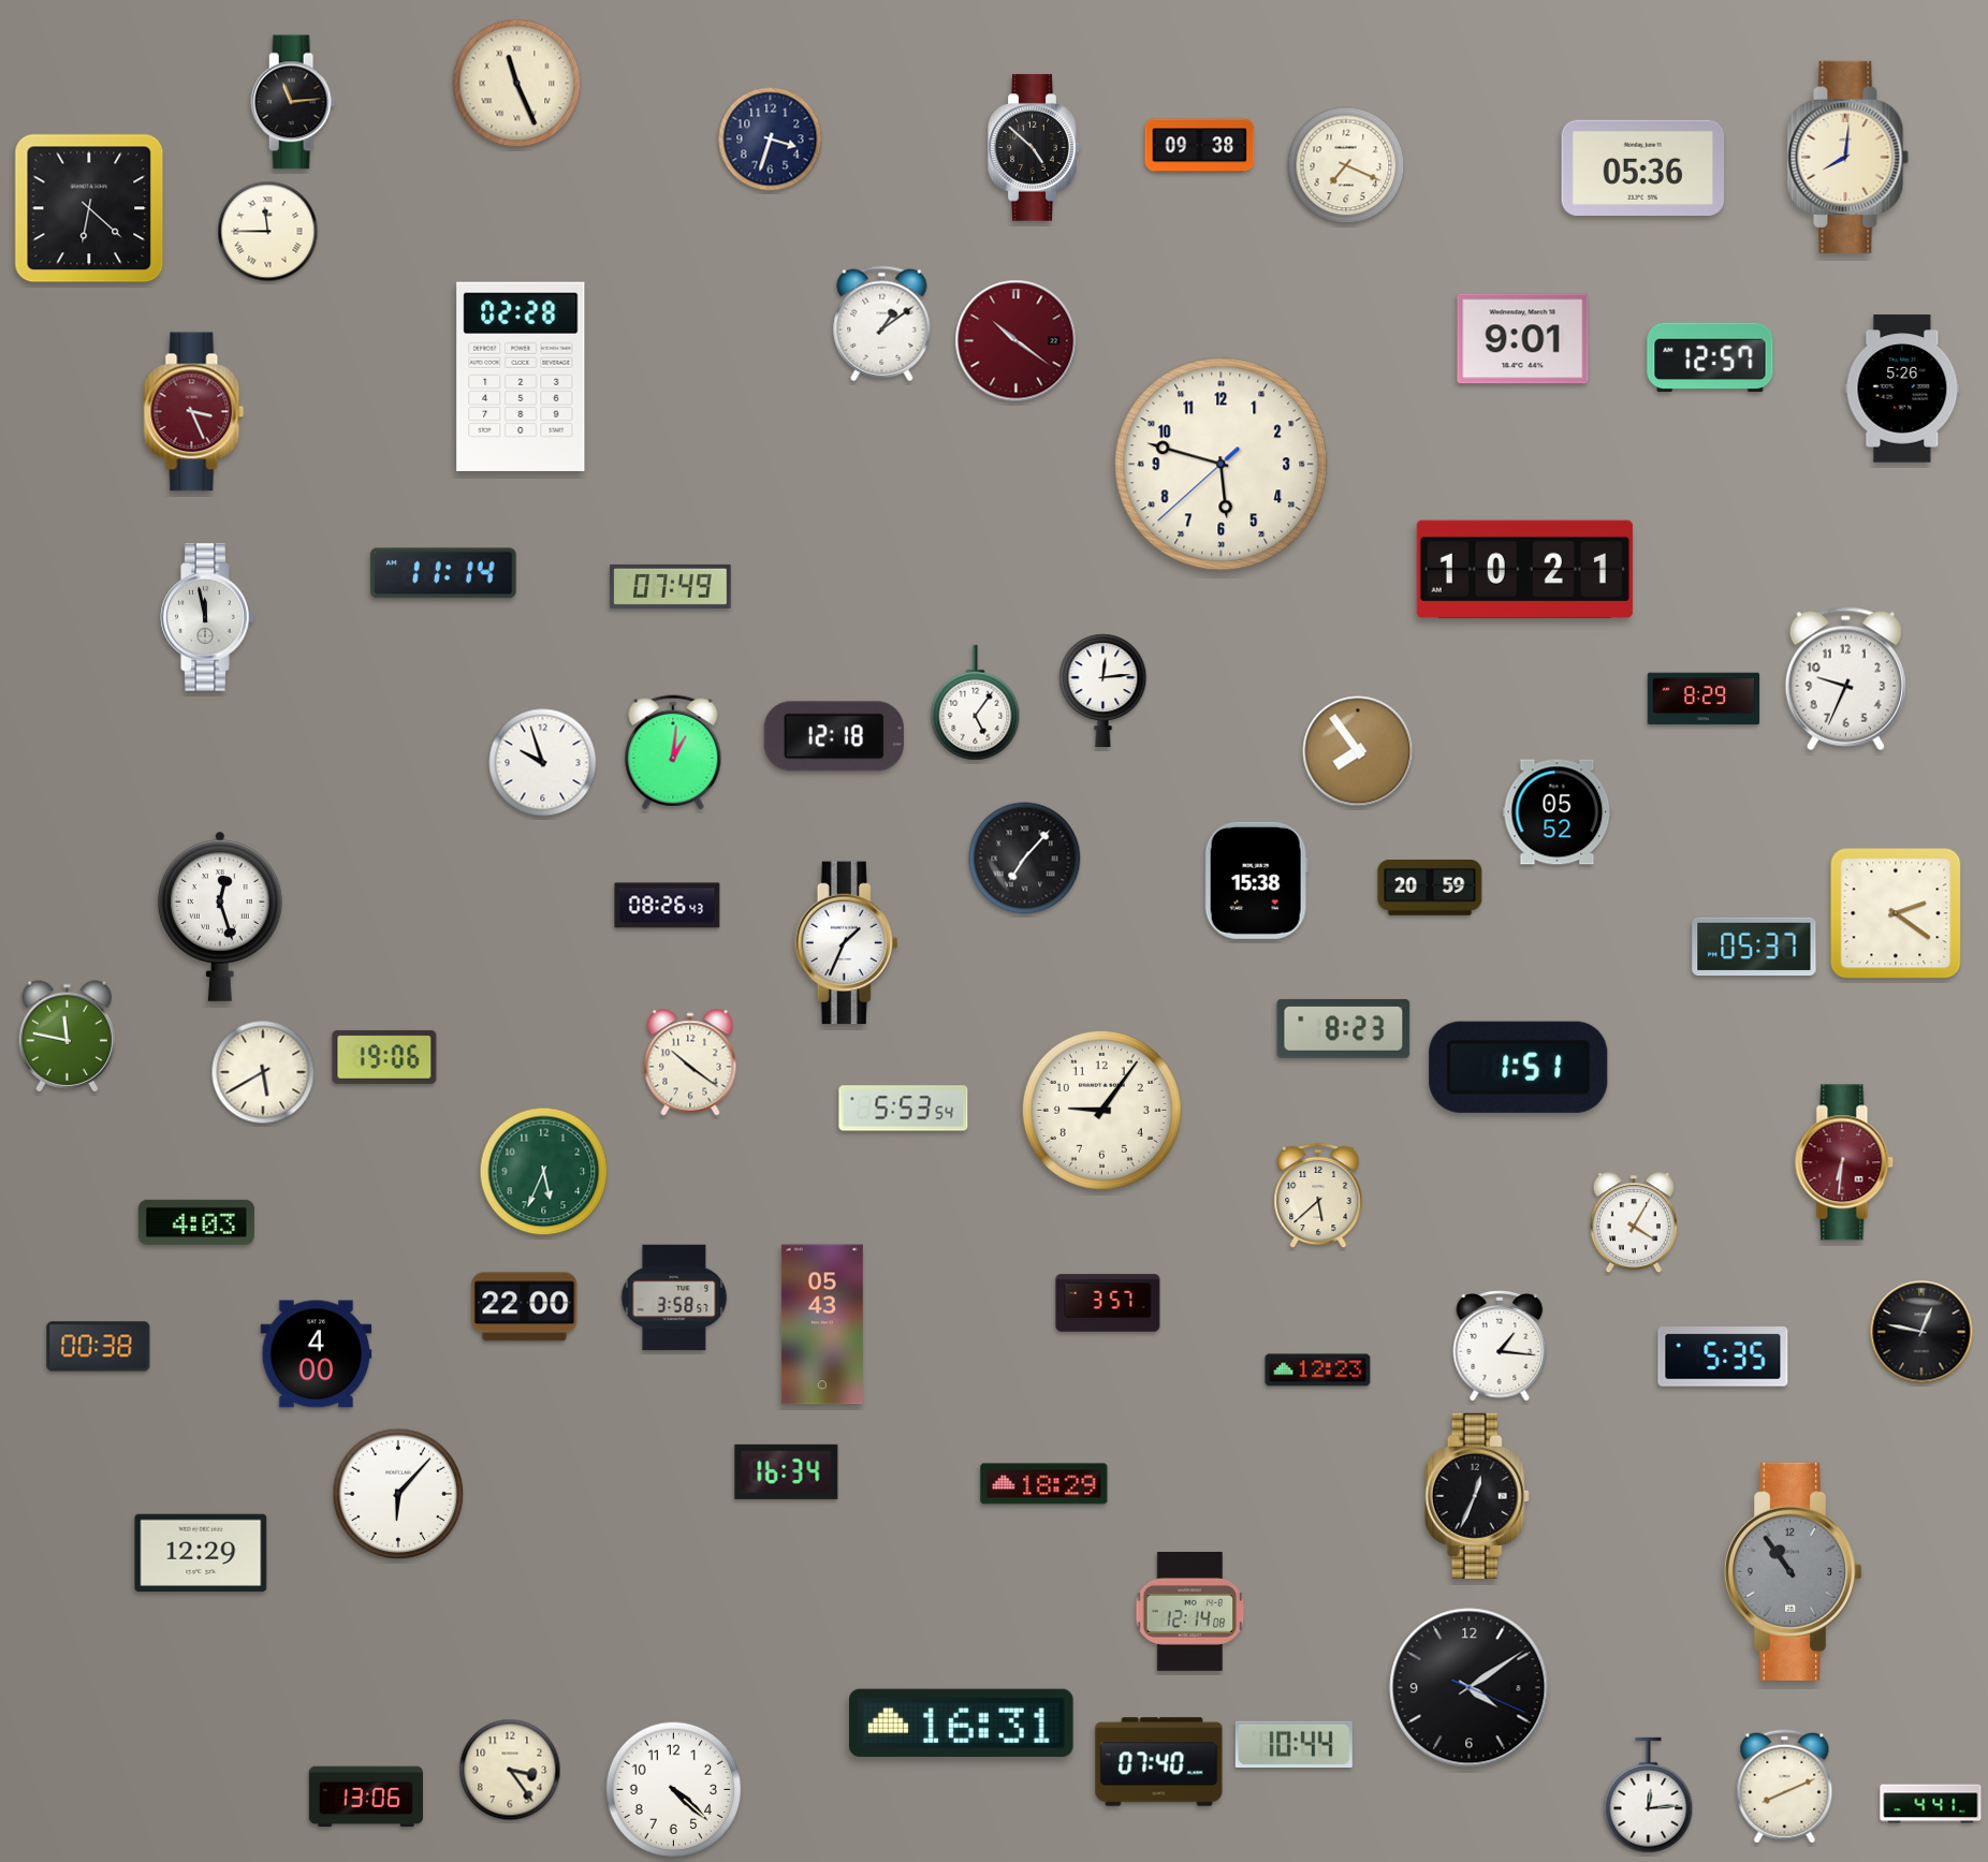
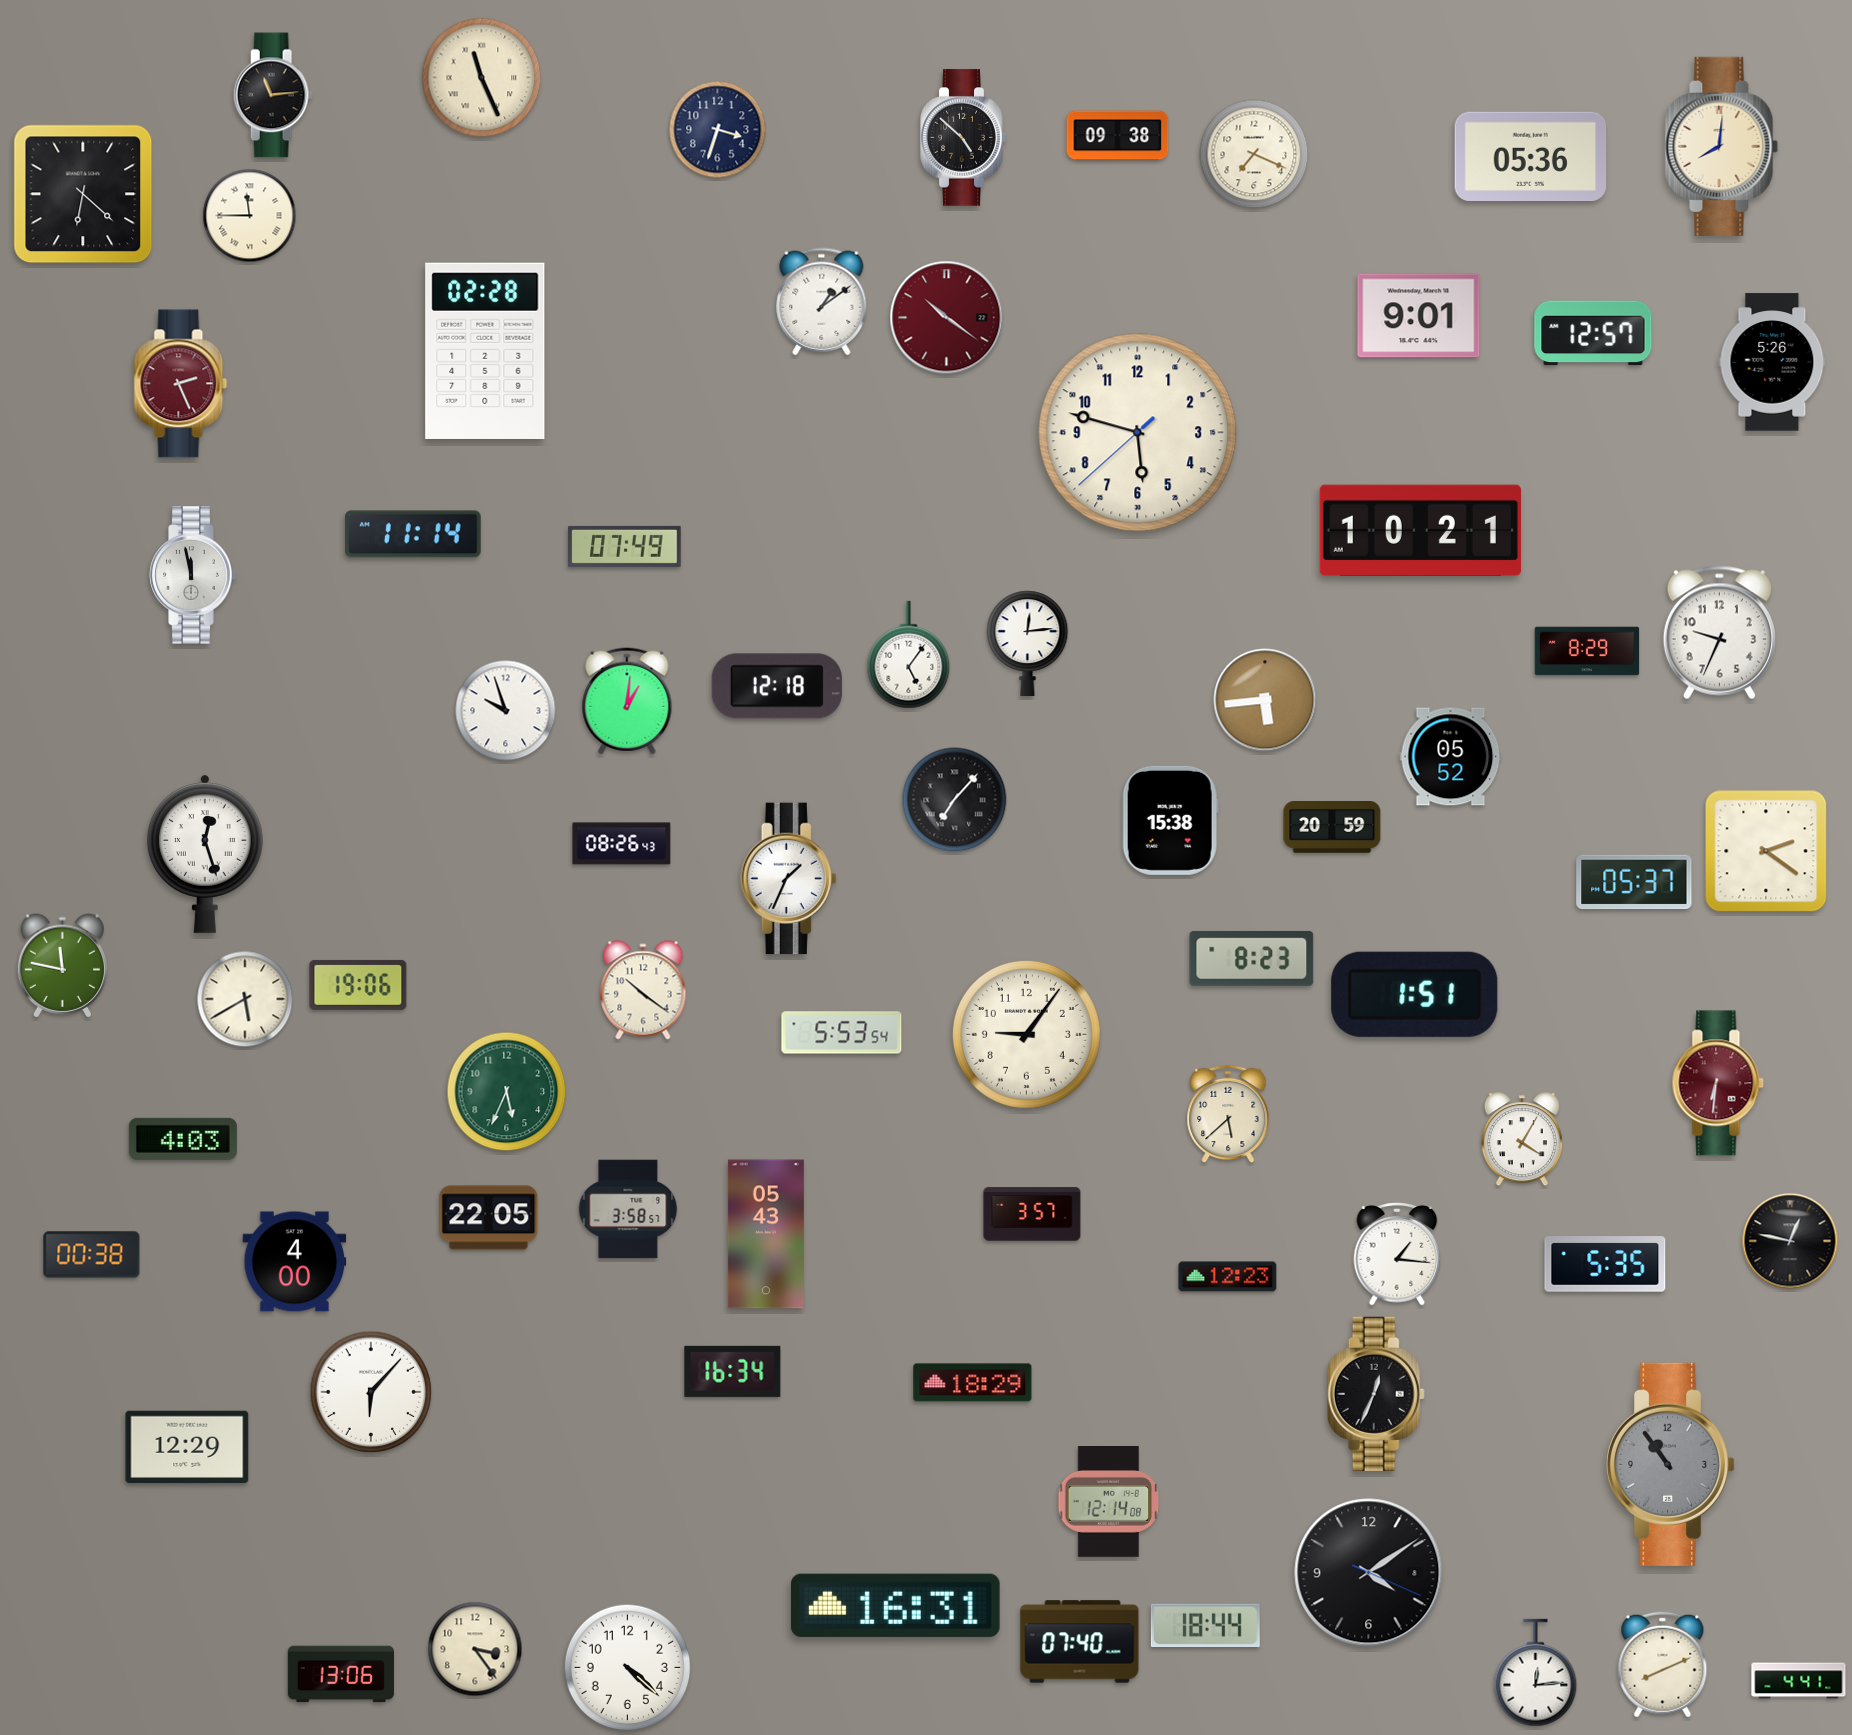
clock at (194, 412): 3:26 -> 2:26
clock at (1358, 751): 7:54 -> 5:44
clock at (525, 1307): 22:00 -> 22:05
clock at (1293, 1745): 10:44 -> 18:44
